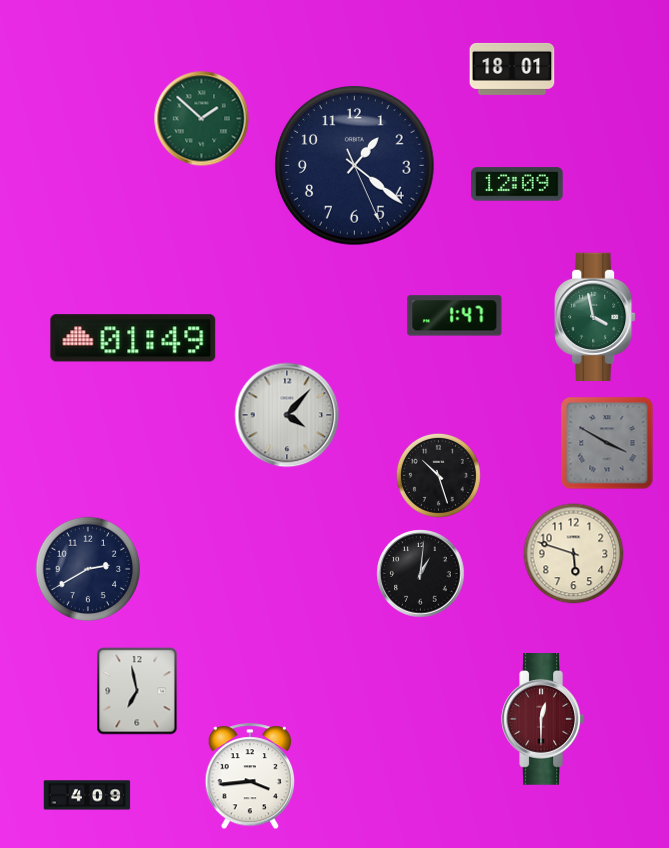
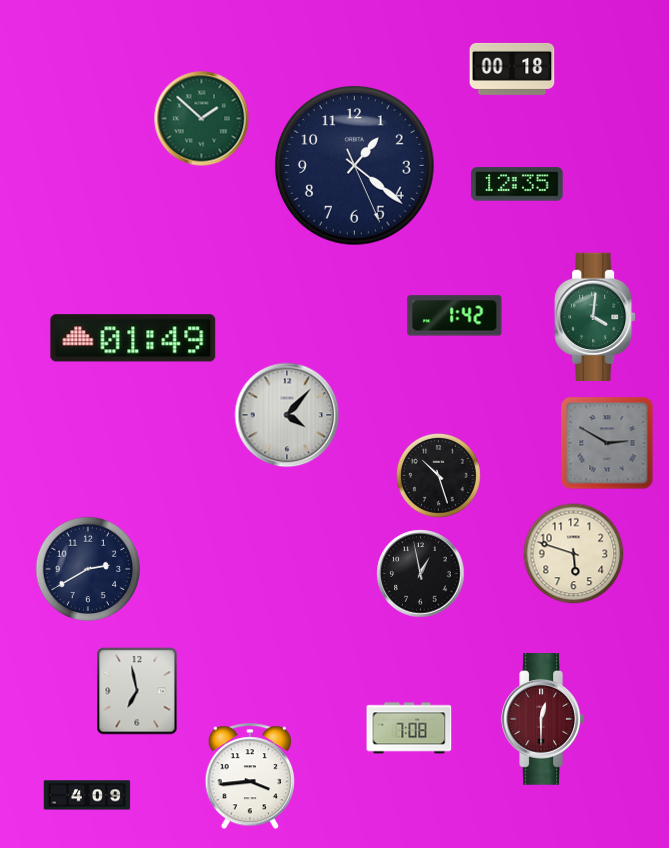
clock at (512, 69): 18:01 -> 00:18
clock at (517, 184): 12:09 -> 12:35
clock at (455, 316): 1:47 -> 1:42
clock at (595, 316): 3:58 -> 4:01
clock at (607, 443): 3:50 -> 2:50
clock at (421, 574): 1:01 -> 12:58
clock at (409, 728): none -> 7:08
